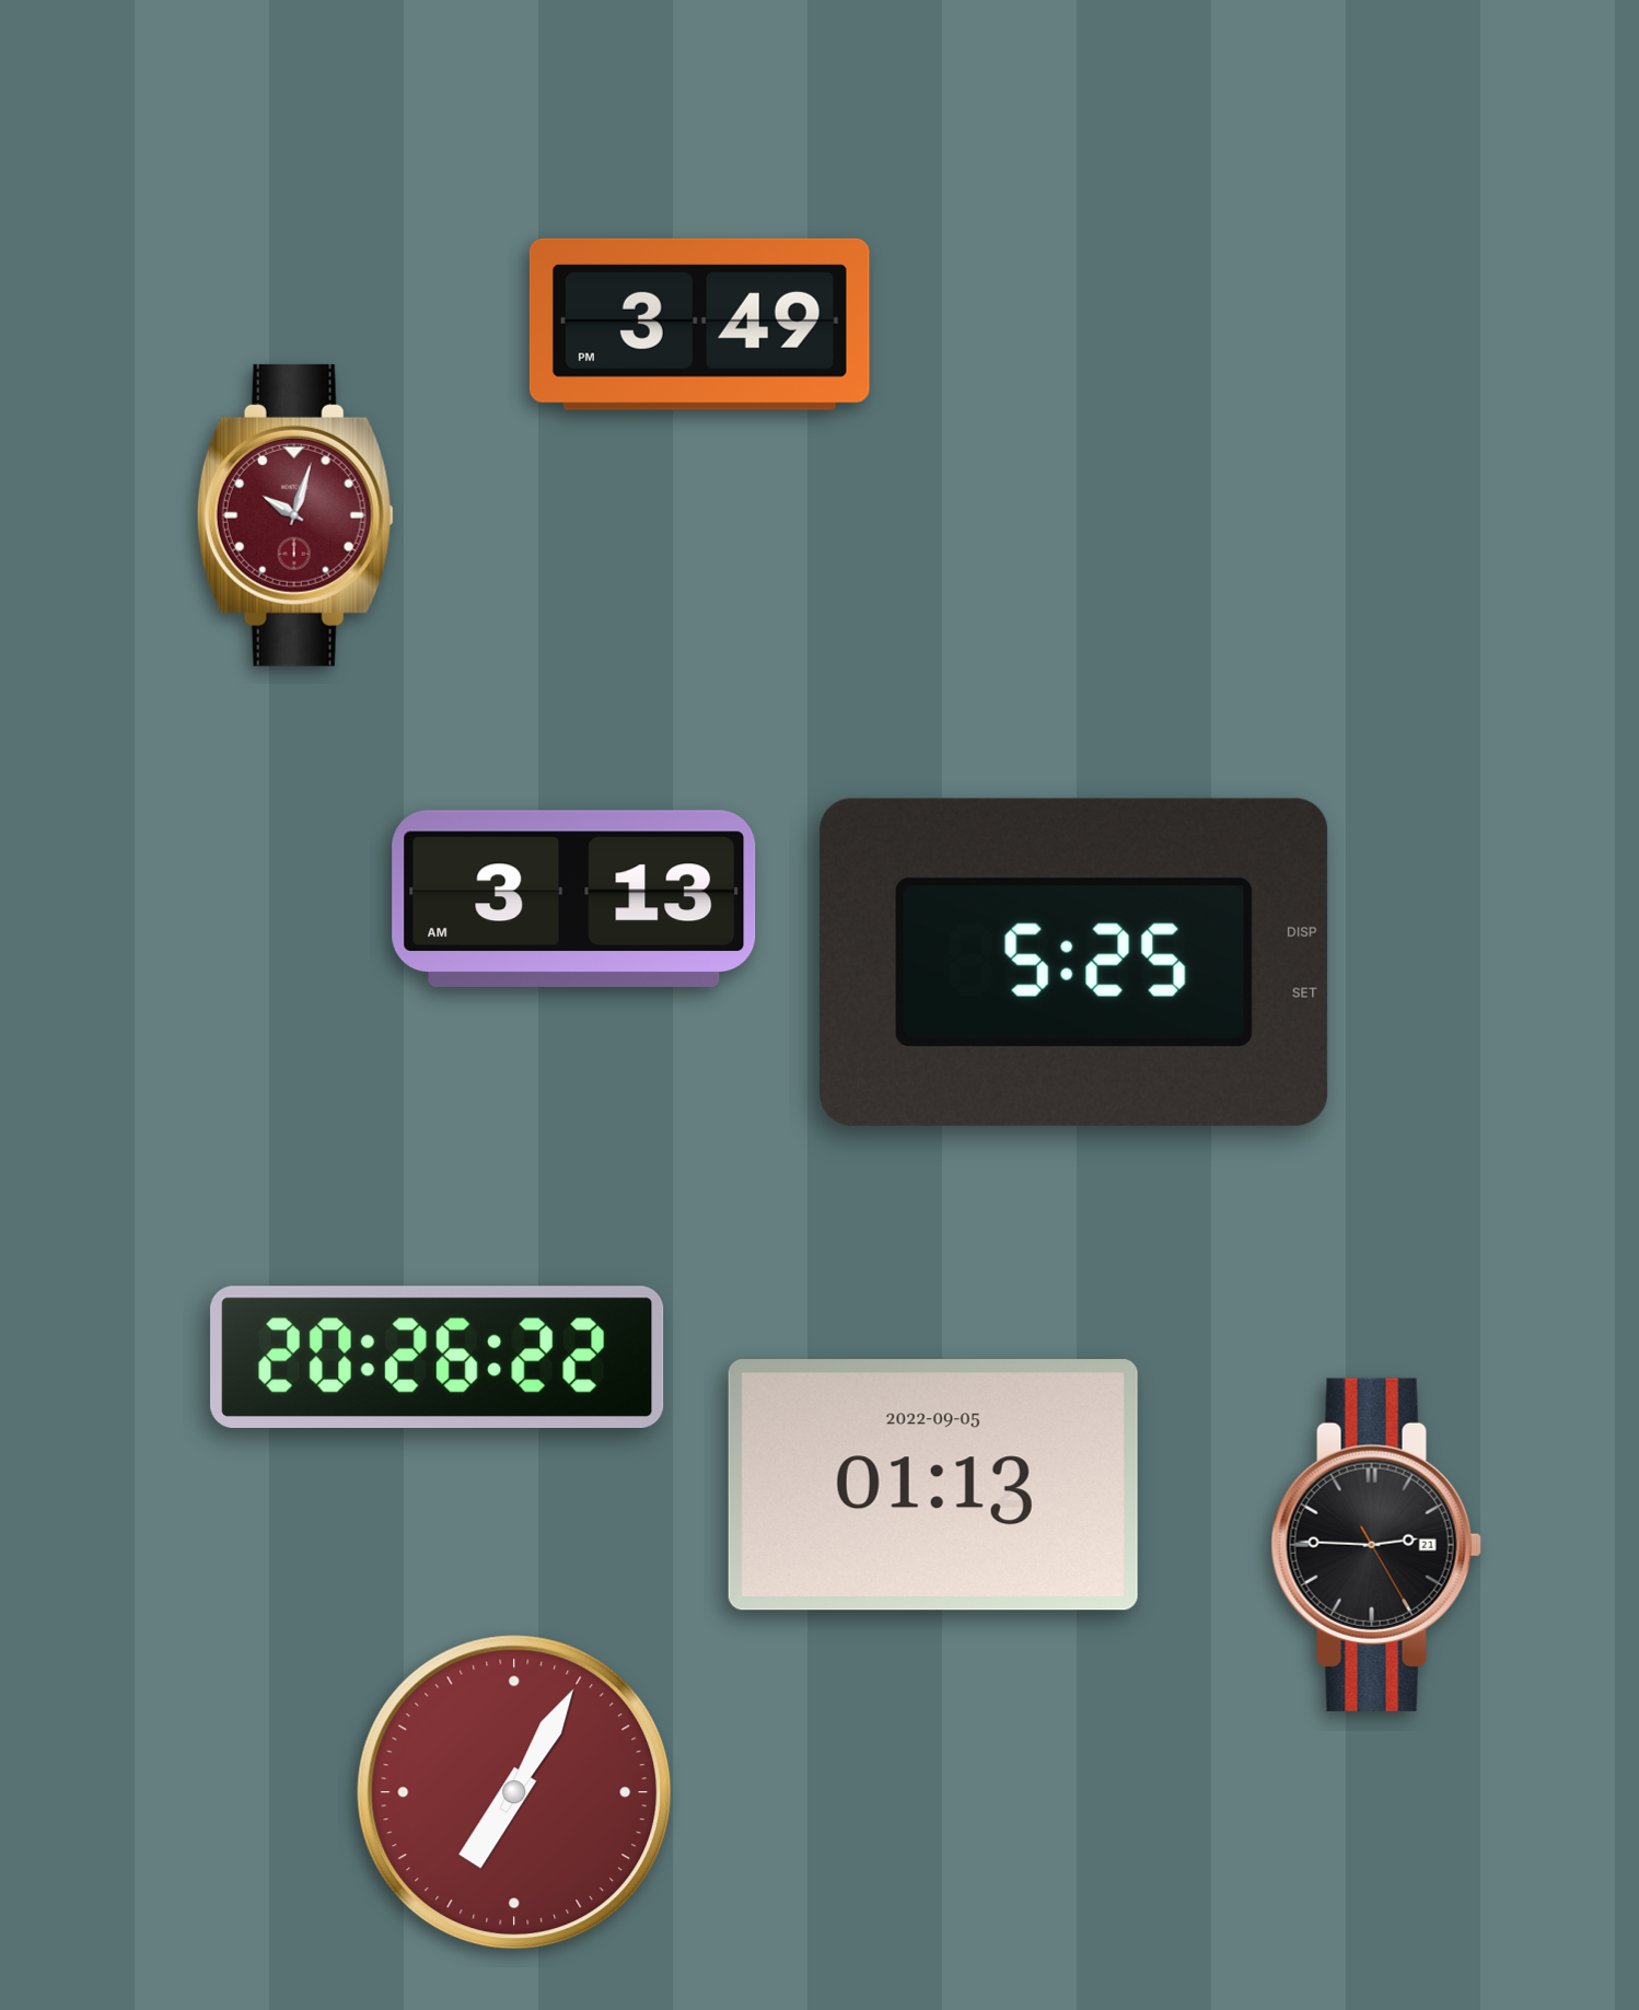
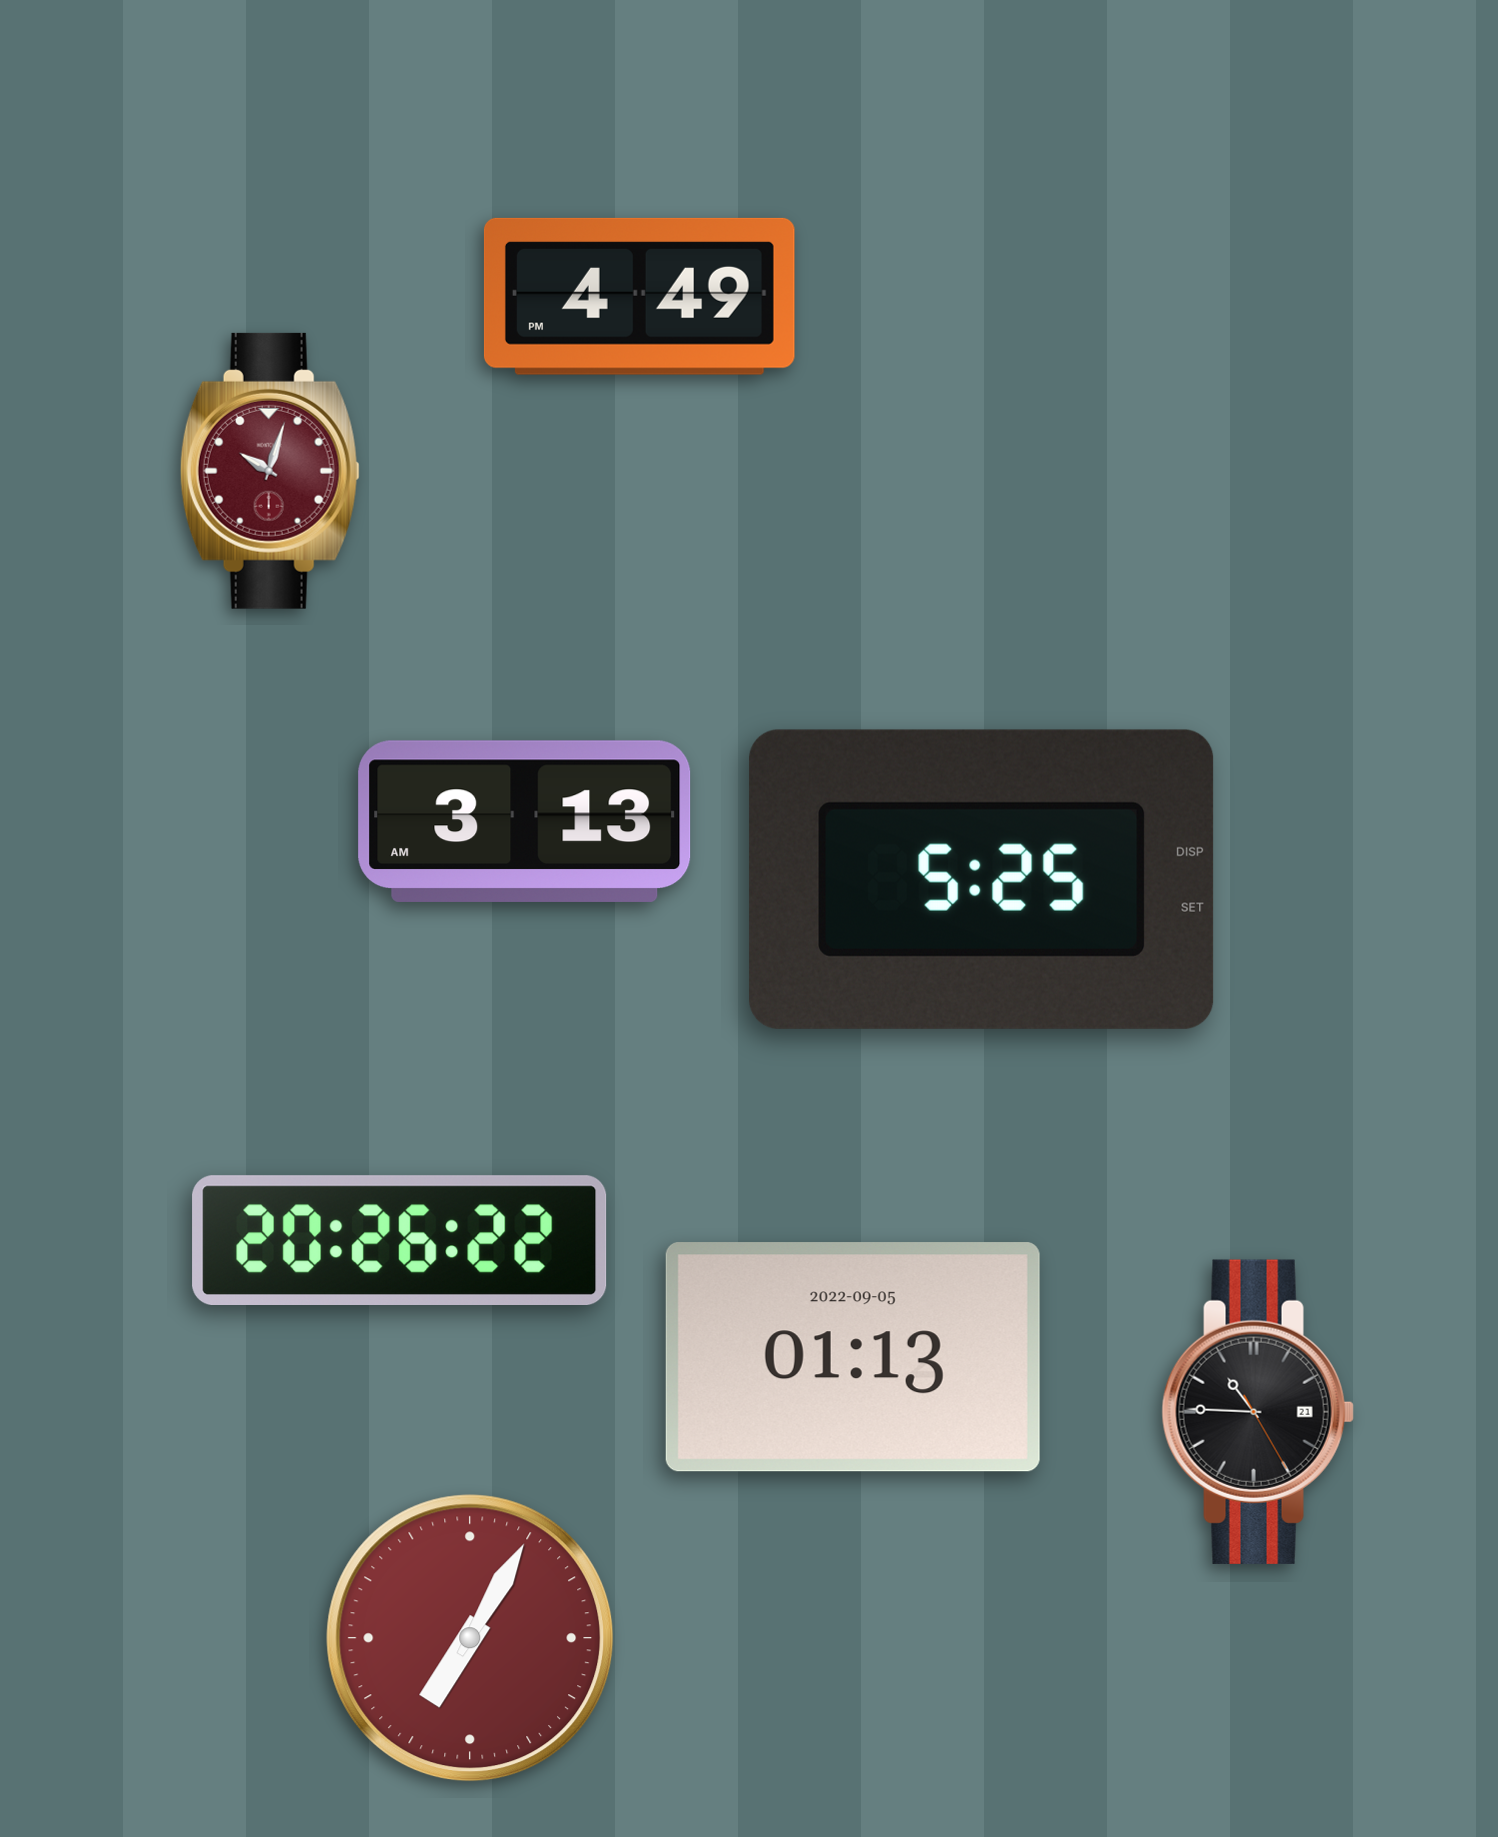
clock at (699, 324): 3:49 -> 4:49
clock at (1376, 1545): 2:45 -> 10:45
